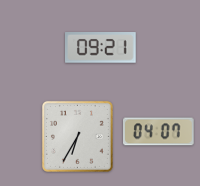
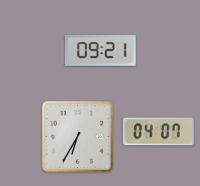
clock at (101, 48) position: (101, 48) -> (101, 51)
